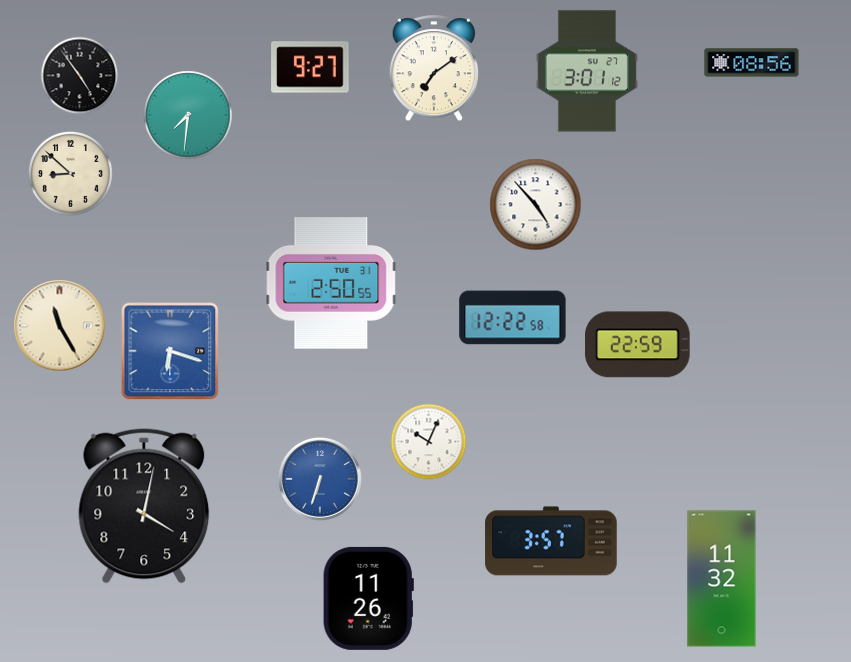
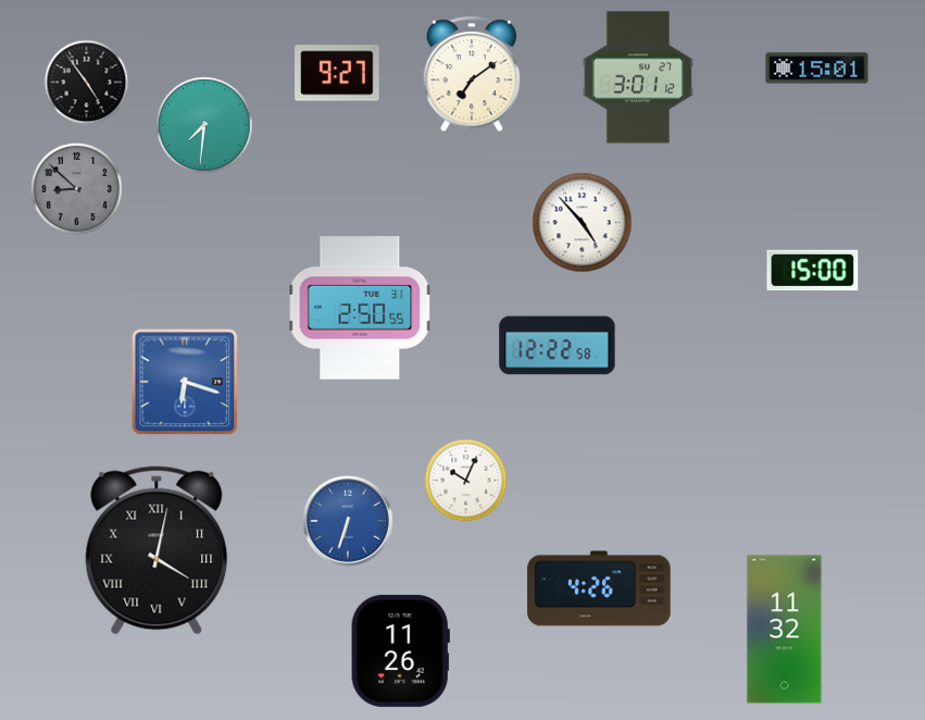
clock at (752, 63): 08:56 -> 15:01
clock at (70, 173) dial: cream -> grey
clock at (813, 271): none -> 15:00
clock at (60, 326): 11:25 -> none
clock at (638, 345): 22:59 -> none
clock at (144, 506) numerals: Arabic -> Roman
clock at (551, 541): 3:57 -> 4:26
